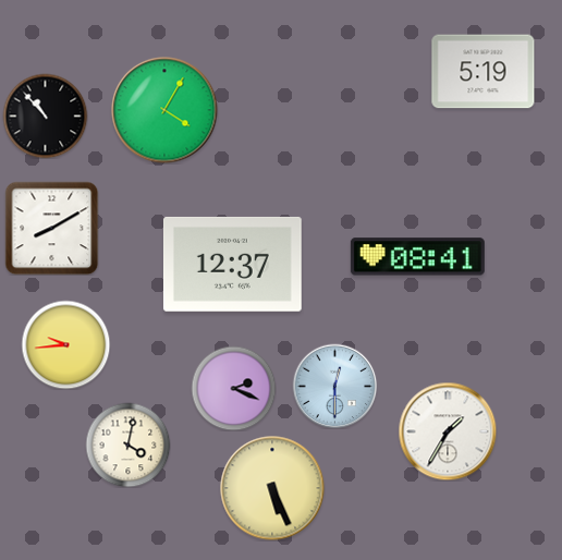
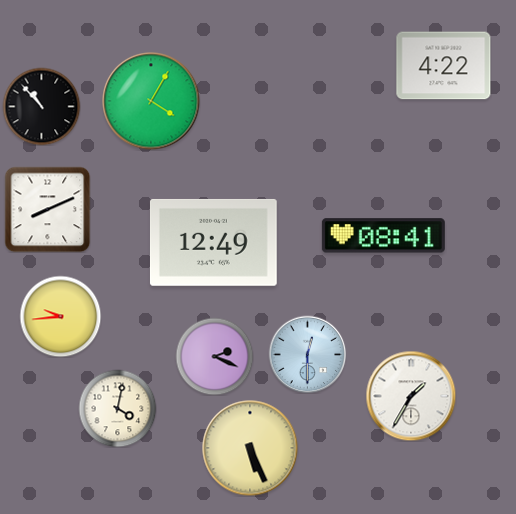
clock at (484, 72): 5:19 -> 4:22
clock at (51, 228): 8:10 -> 8:11
clock at (232, 264): 12:37 -> 12:49
